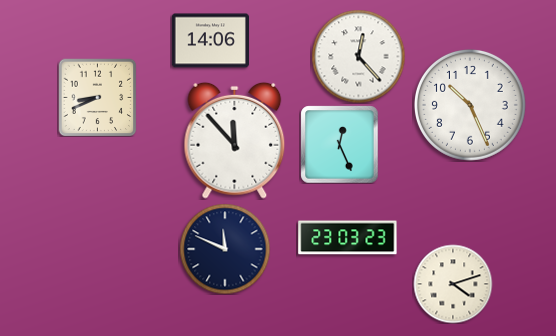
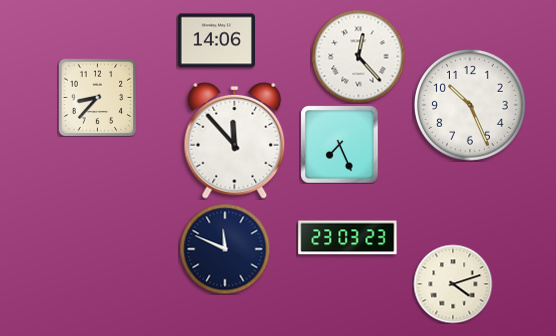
clock at (210, 41) position: (210, 41) -> (216, 41)
clock at (97, 97): 8:41 -> 8:37
clock at (339, 144): 12:26 -> 7:26
